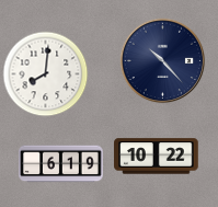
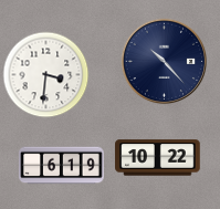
clock at (45, 73): 8:01 -> 3:31
